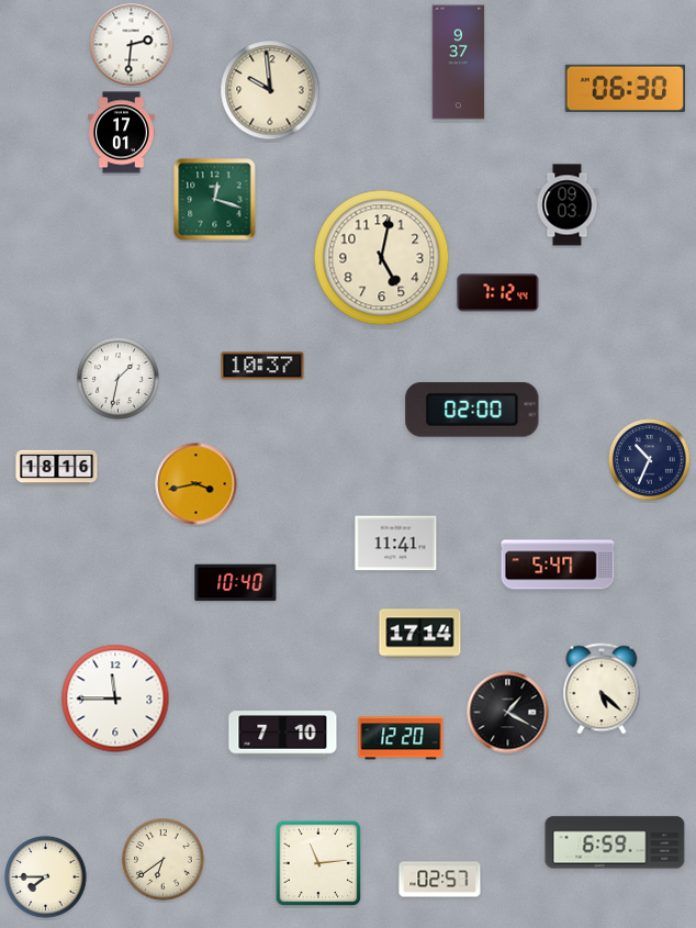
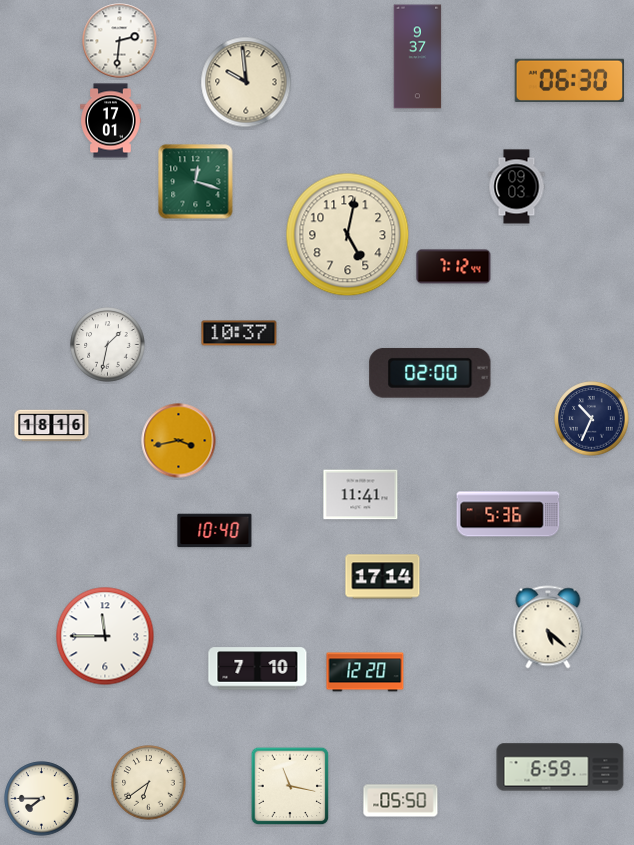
clock at (558, 564): 5:47 -> 5:36
clock at (508, 713): 1:20 -> none
clock at (318, 863): 11:14 -> 11:17
clock at (440, 880): 02:57 -> 05:50
